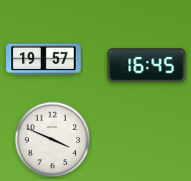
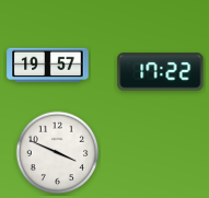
clock at (147, 66): 16:45 -> 17:22
